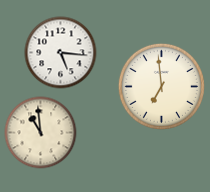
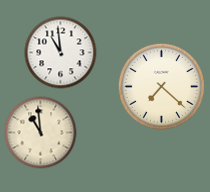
clock at (61, 53): 5:16 -> 10:59
clock at (161, 86): 6:59 -> 7:22
